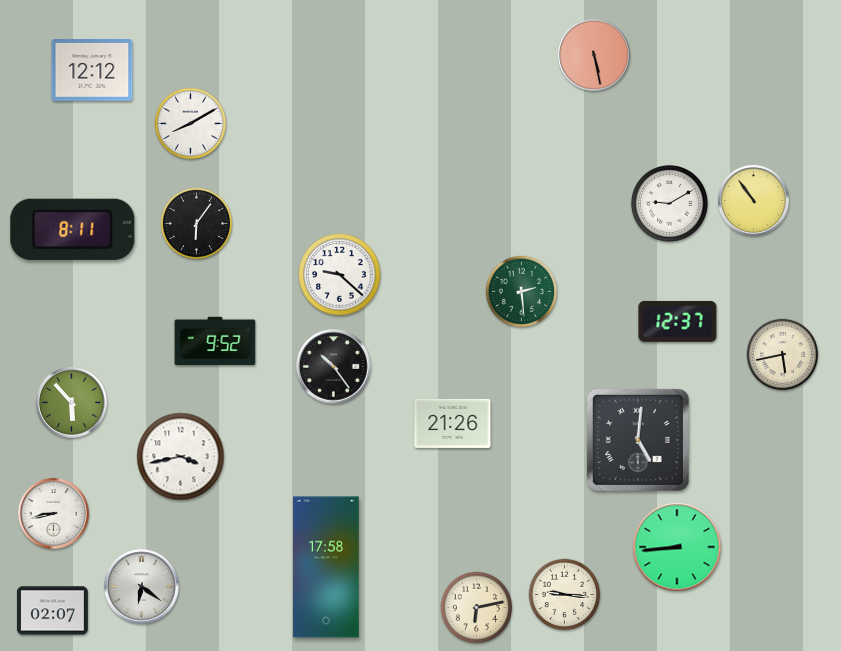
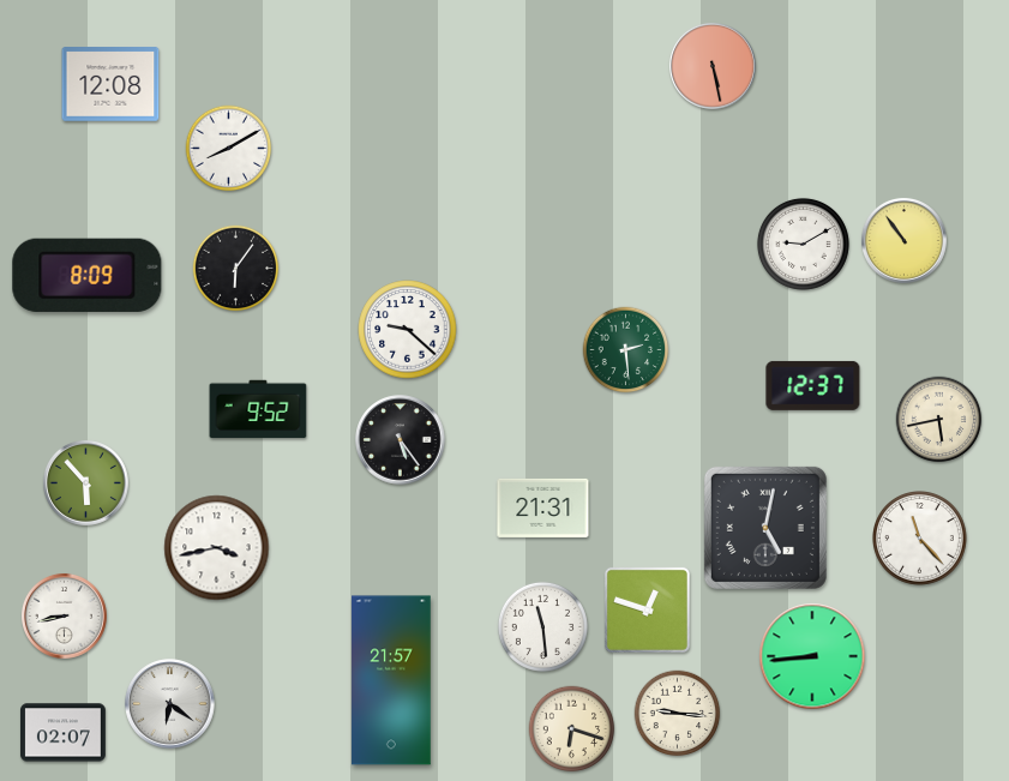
clock at (92, 70): 12:12 -> 12:08
clock at (73, 229): 8:11 -> 8:09
clock at (783, 355) position: (783, 355) -> (939, 420)
clock at (334, 367): 10:24 -> 5:24
clock at (453, 423): 21:26 -> 21:31
clock at (638, 440): 5:01 -> 5:02
clock at (920, 539): none -> 11:23
clock at (647, 609): none -> 12:48
clock at (542, 626): none -> 11:29
clock at (326, 567): 17:58 -> 21:57
clock at (477, 608): 6:13 -> 6:18
